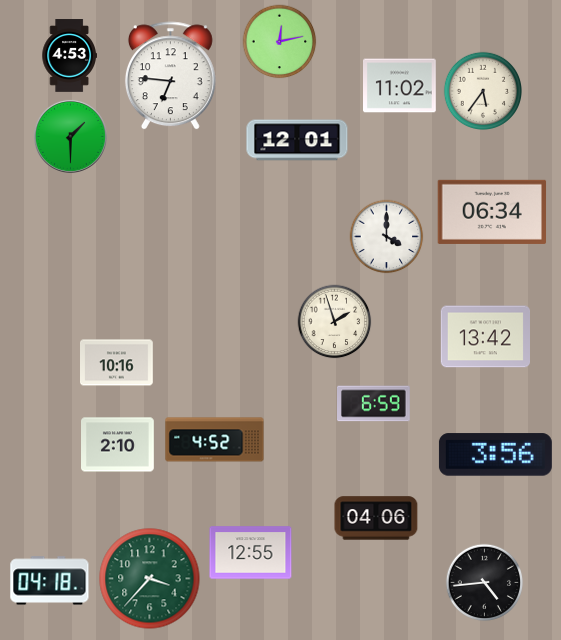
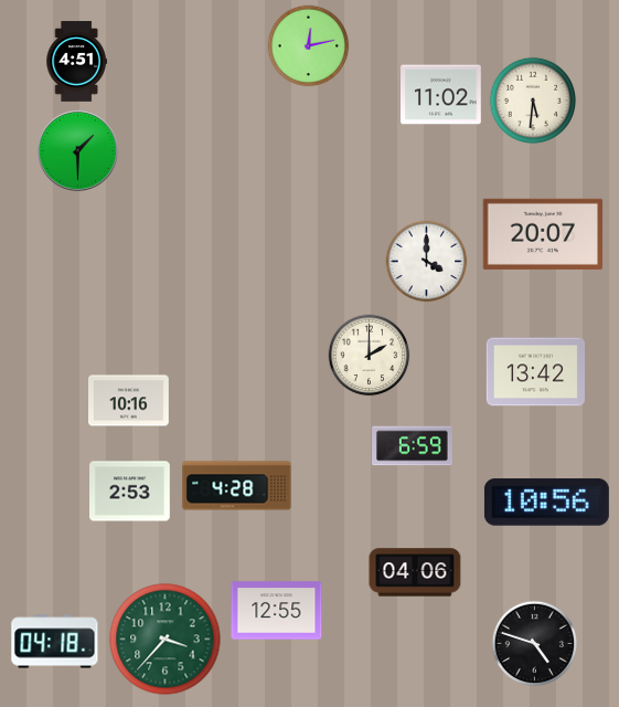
clock at (69, 56): 4:53 -> 4:51
clock at (170, 76): 6:46 -> none
clock at (482, 90): 5:36 -> 5:31
clock at (297, 140): 12:01 -> none
clock at (492, 212): 06:34 -> 20:07
clock at (335, 322): 1:57 -> 2:00
clock at (215, 440): 4:52 -> 4:28
clock at (118, 445): 2:10 -> 2:53
clock at (495, 455): 3:56 -> 10:56
clock at (485, 583): 4:44 -> 4:48
